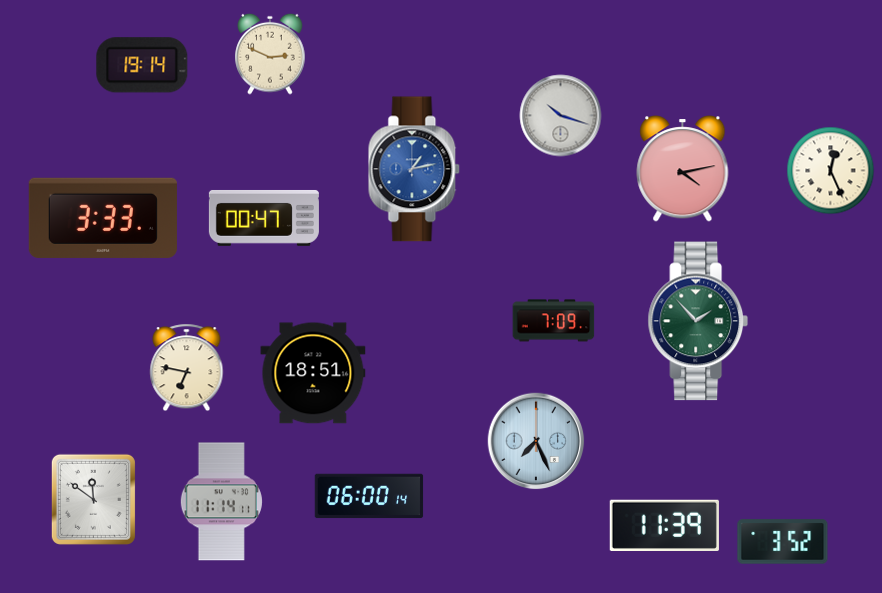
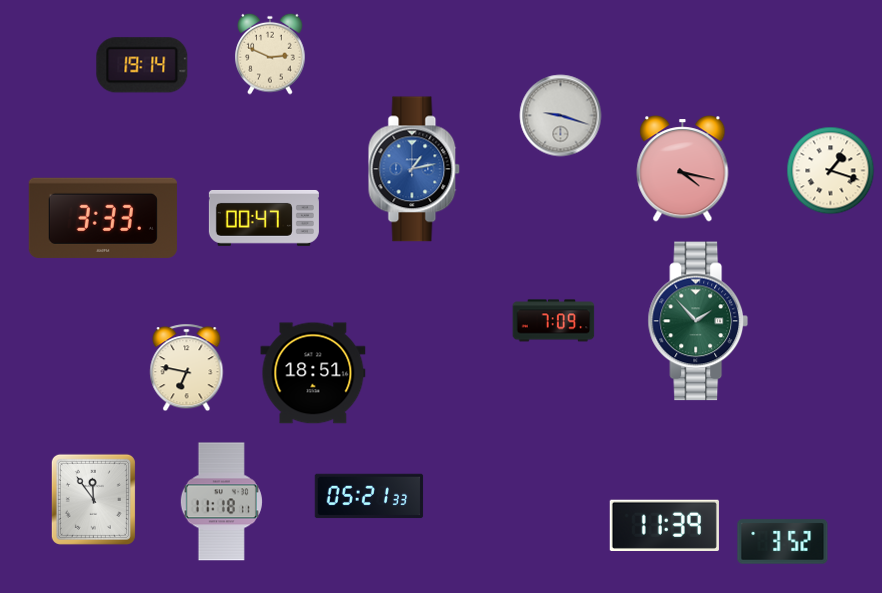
clock at (561, 116): 10:18 -> 9:18
clock at (683, 169): 4:13 -> 4:17
clock at (831, 171): 12:26 -> 1:18
clock at (536, 441): 7:26 -> none
clock at (369, 496): 06:00 -> 05:21
clock at (93, 499): 11:51 -> 11:54
clock at (221, 502): 11:14 -> 11:18
